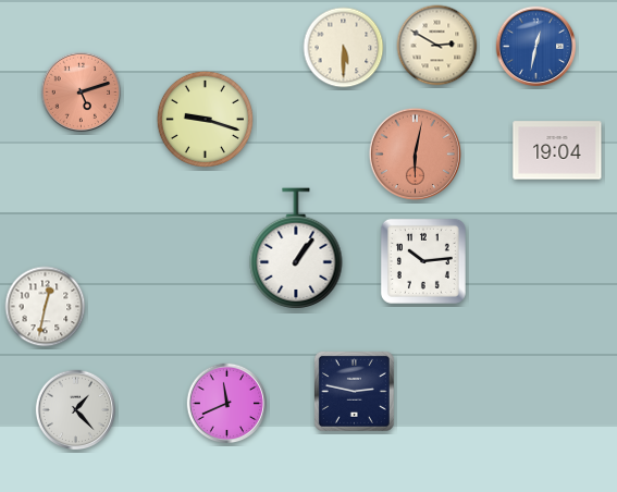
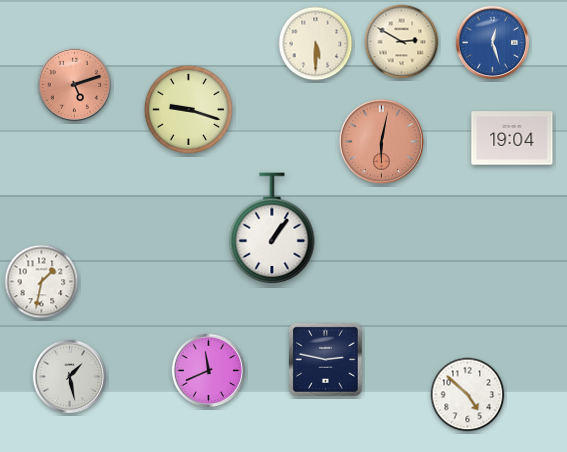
clock at (536, 47): 12:32 -> 12:27
clock at (423, 261): 10:14 -> none
clock at (46, 307): 12:32 -> 1:32
clock at (76, 410): 1:23 -> 1:28
clock at (468, 395): none -> 4:52
